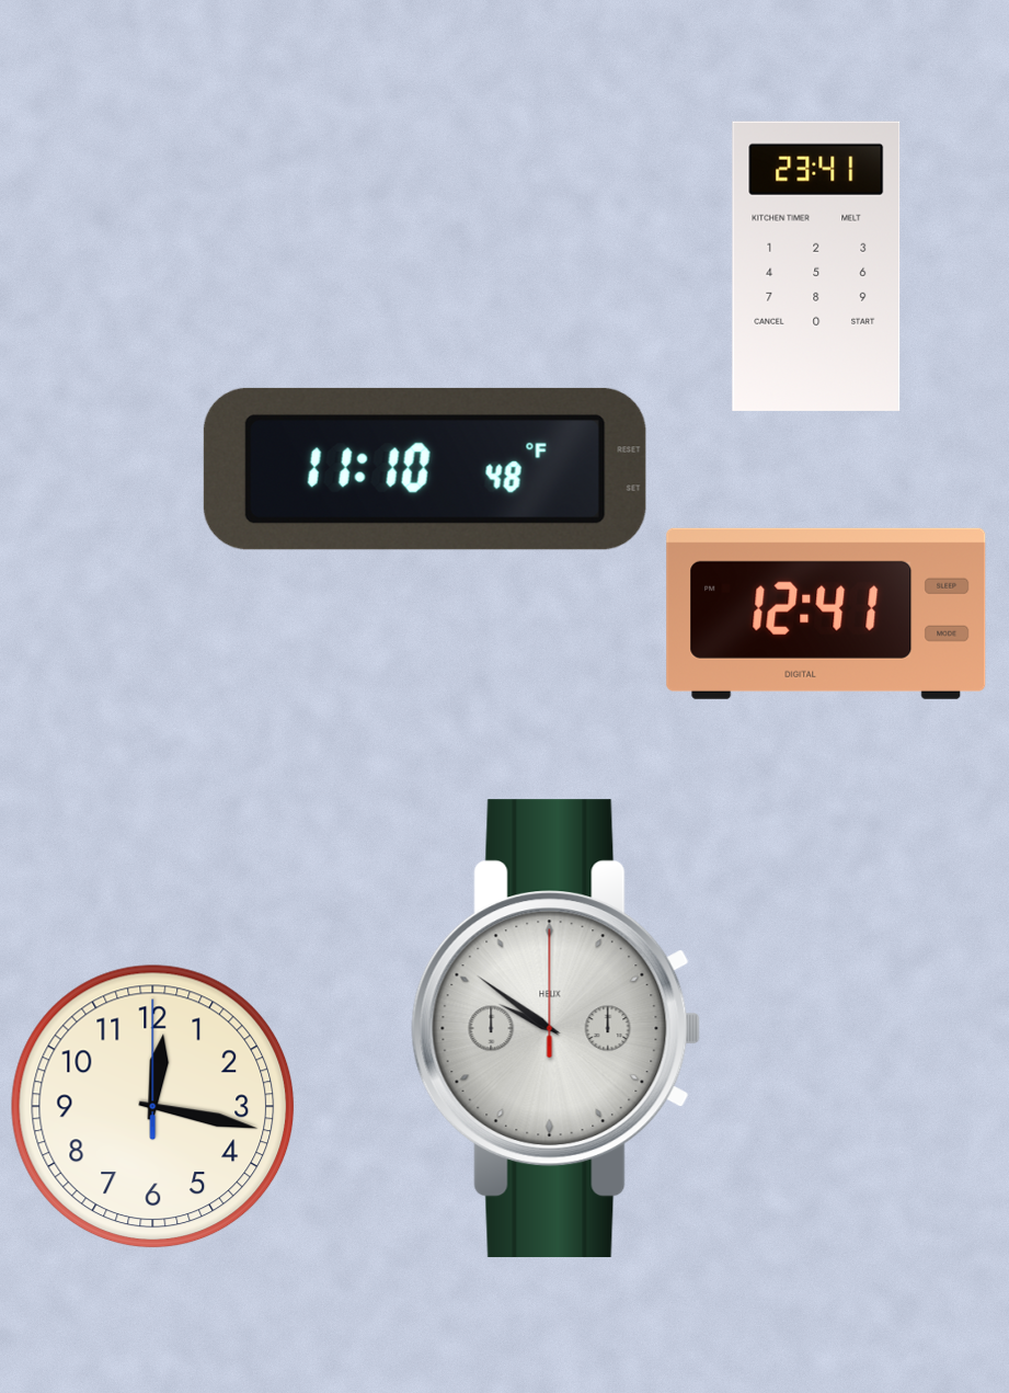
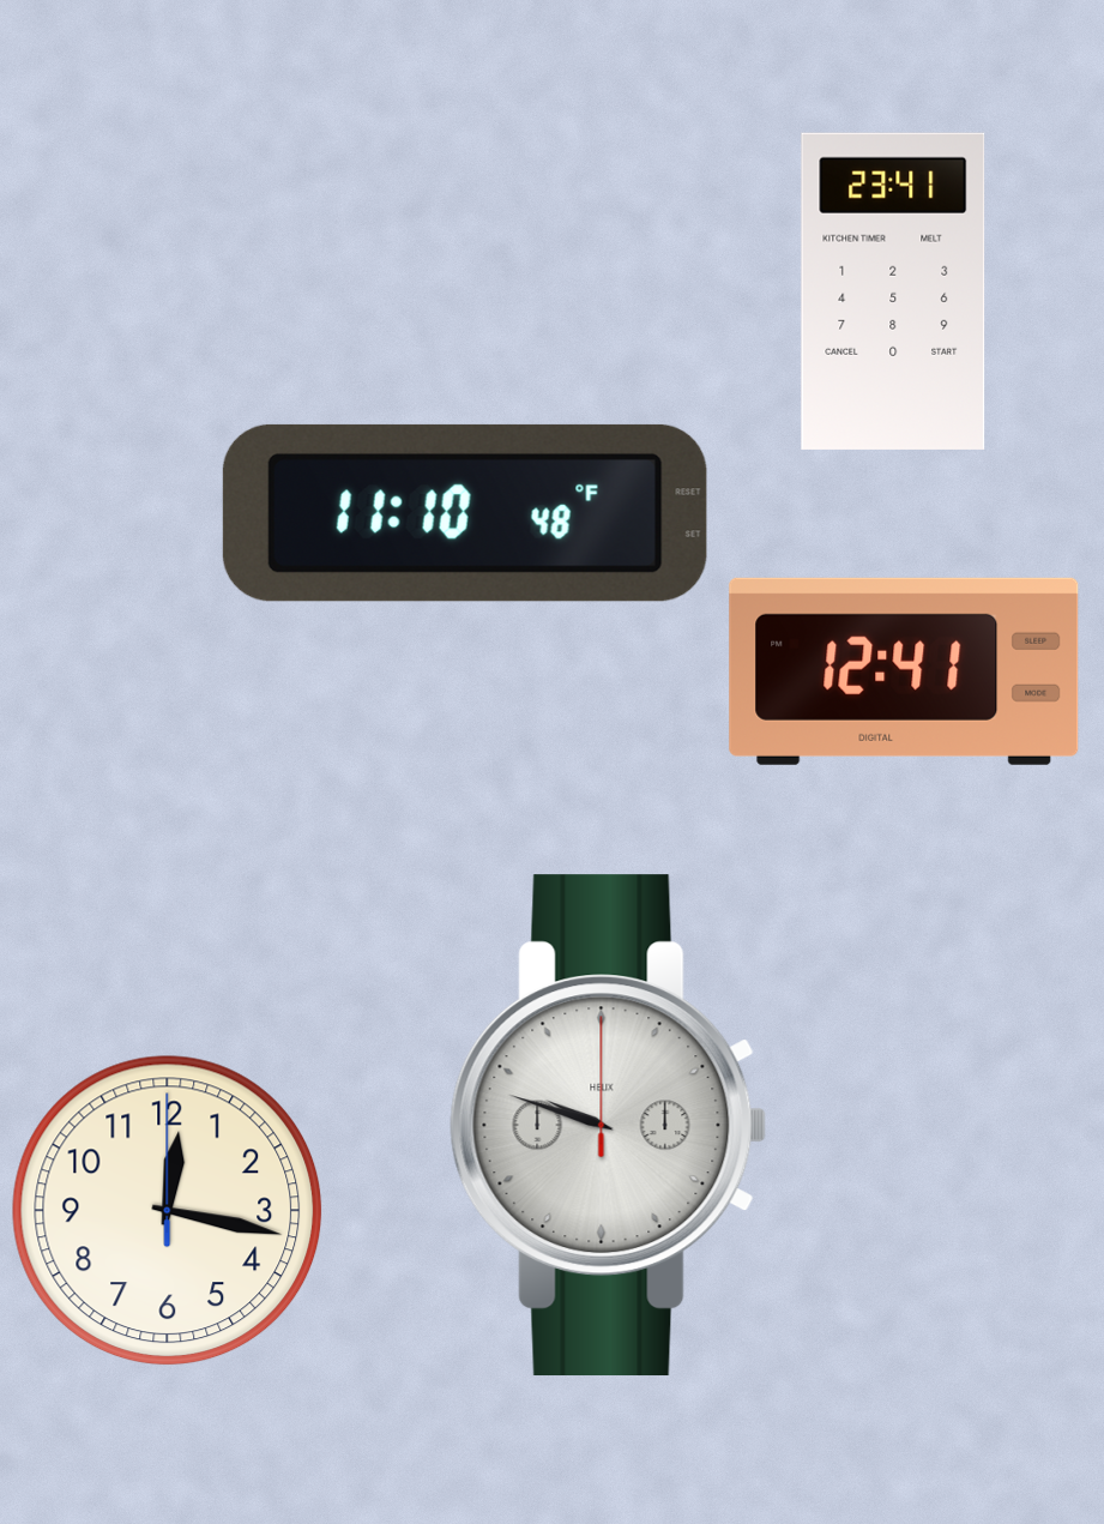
clock at (557, 1029): 9:51 -> 9:48
